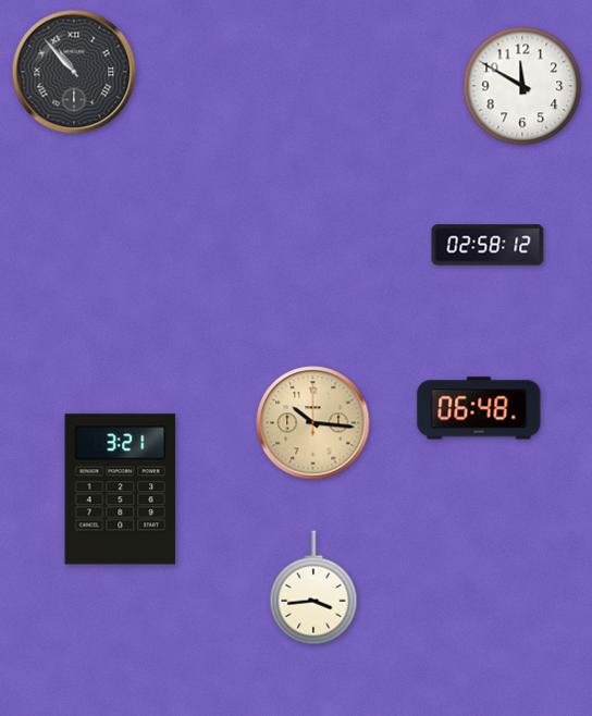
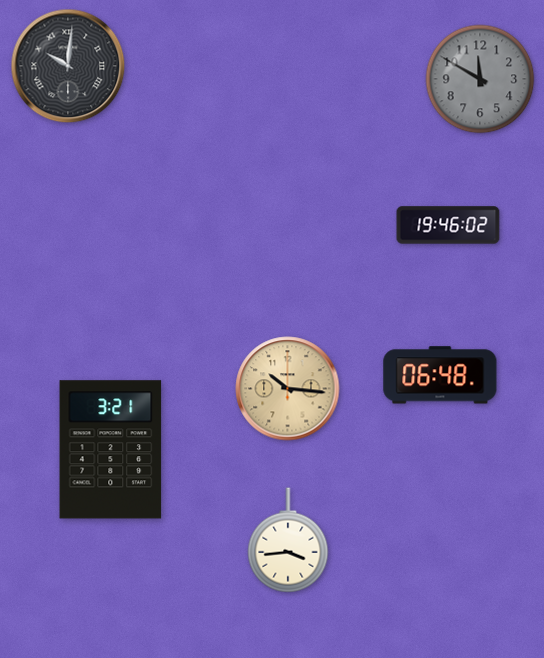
clock at (74, 72): 10:53 -> 10:01
clock at (522, 86) dial: white -> grey
clock at (488, 245): 02:58 -> 19:46
